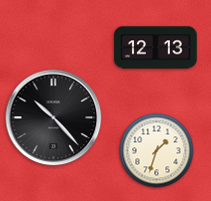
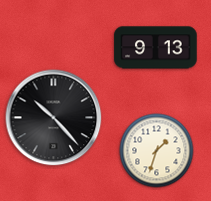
clock at (156, 48): 12:13 -> 9:13
